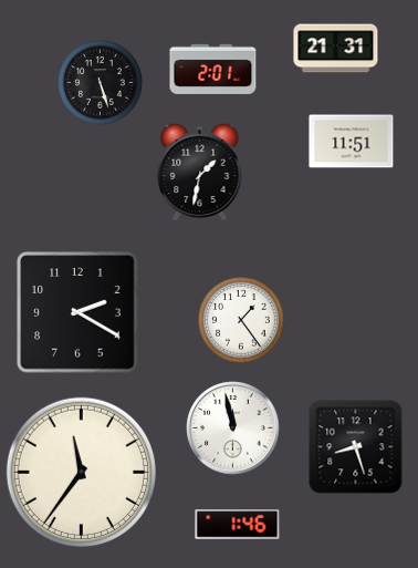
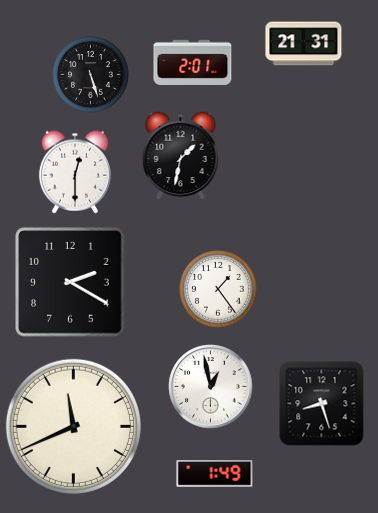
clock at (352, 142): 11:51 -> none
clock at (75, 172): none -> 12:30
clock at (233, 428): 11:58 -> 12:58
clock at (81, 472): 11:36 -> 11:41
clock at (238, 525): 1:46 -> 1:49
